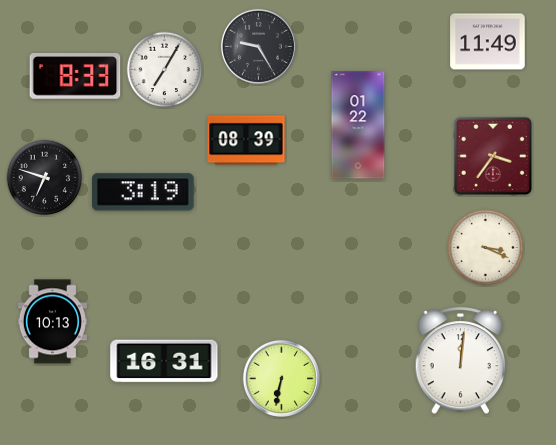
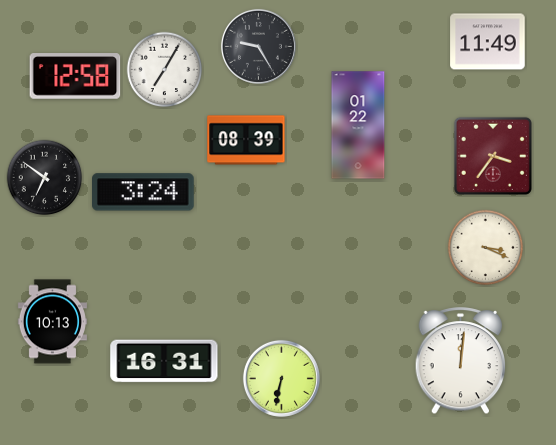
clock at (75, 76): 8:33 -> 12:58
clock at (45, 178): 6:48 -> 6:51
clock at (144, 192): 3:19 -> 3:24
